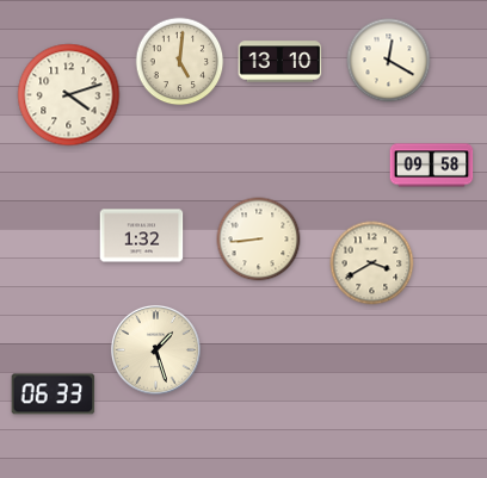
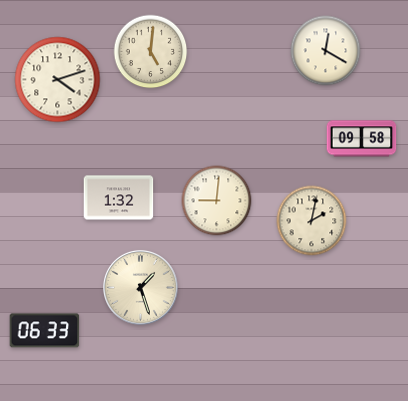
clock at (281, 62): 13:10 -> none
clock at (259, 240): 8:44 -> 9:01
clock at (372, 263): 3:40 -> 2:02
clock at (155, 349) position: (155, 349) -> (140, 287)
